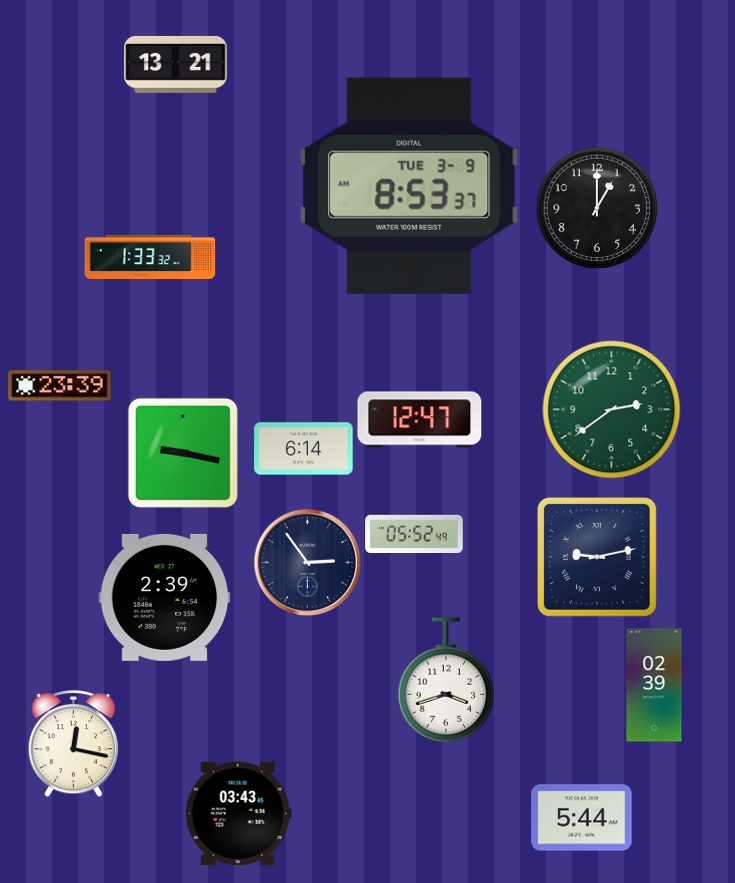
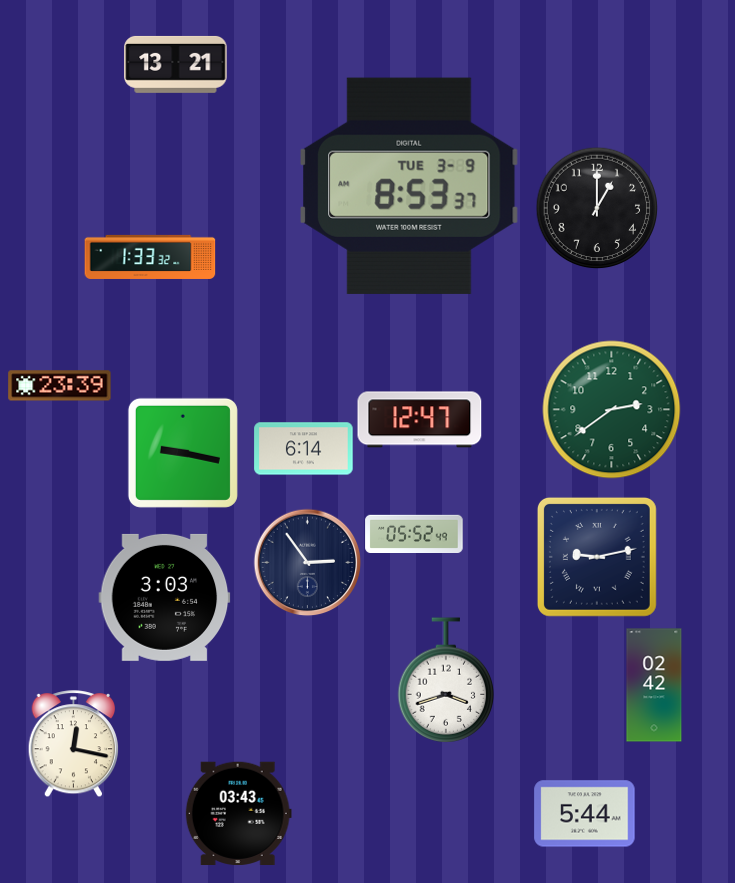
clock at (165, 597): 2:39 -> 3:03
clock at (654, 685): 02:39 -> 02:42
clock at (582, 818) position: (582, 818) -> (585, 814)
